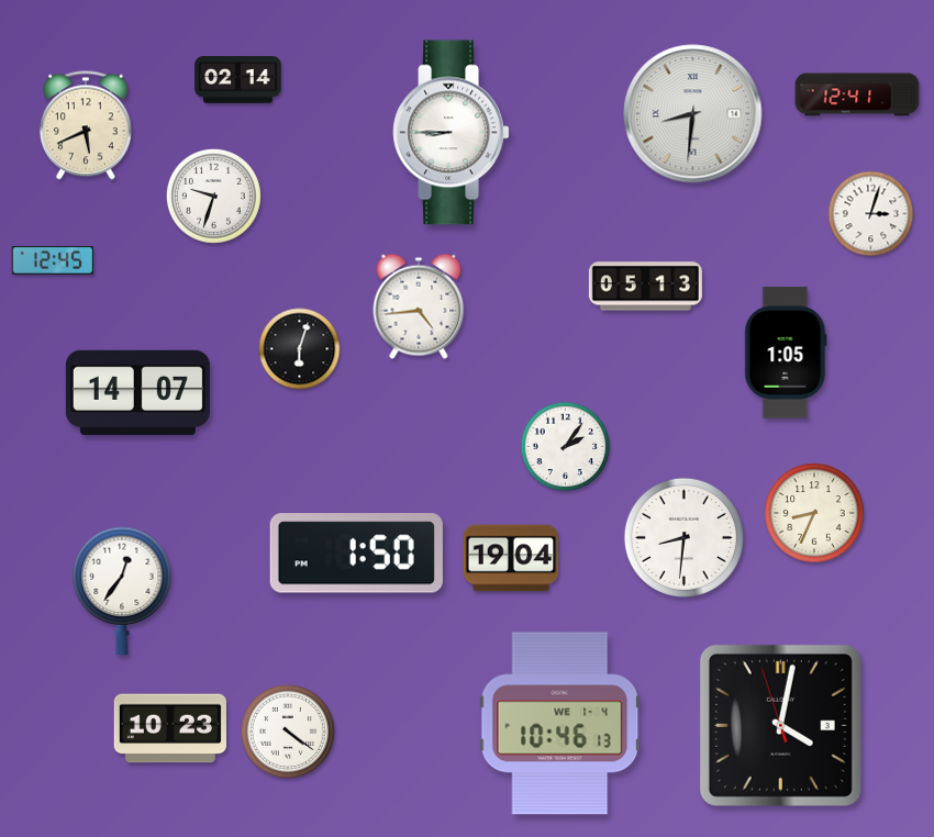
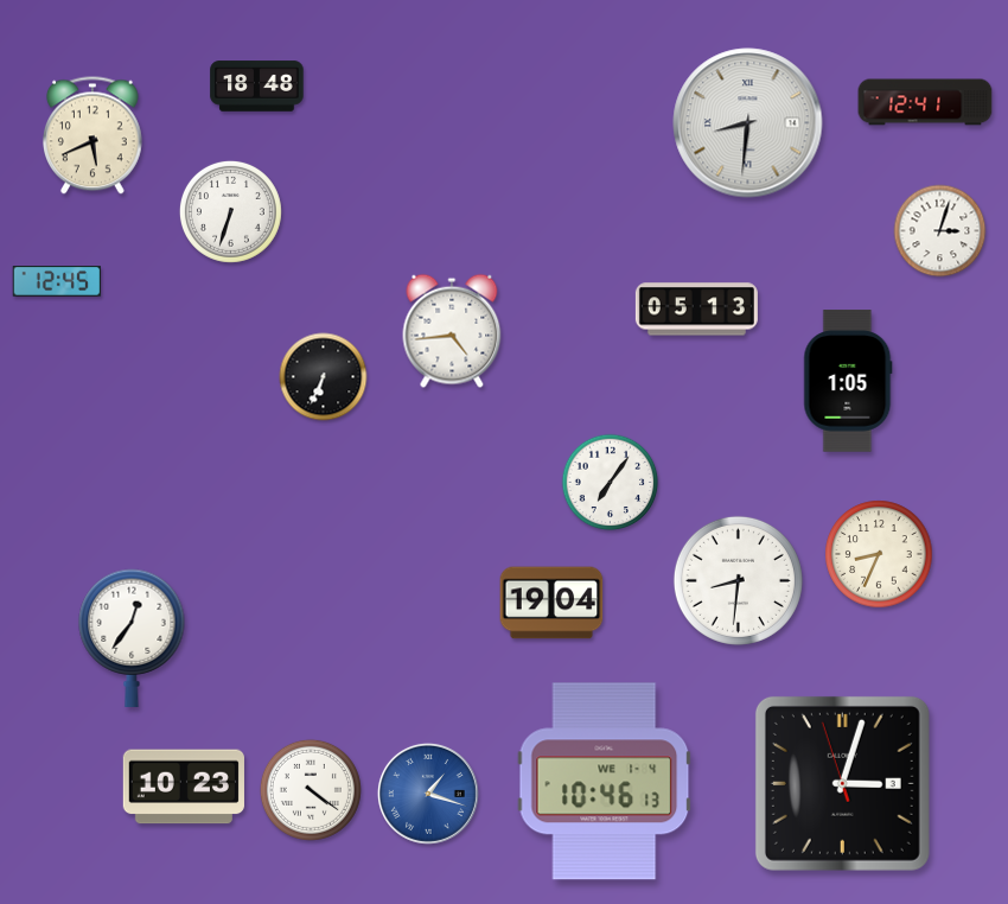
clock at (238, 80): 02:14 -> 18:48
clock at (452, 133): 8:45 -> none
clock at (213, 196): 9:33 -> 6:33
clock at (300, 349): 6:03 -> 6:34
clock at (137, 393): 14:07 -> none
clock at (566, 447): 2:06 -> 7:06
clock at (356, 554): 1:50 -> none
clock at (780, 725): 4:01 -> 3:02
clock at (428, 794): none -> 1:18
